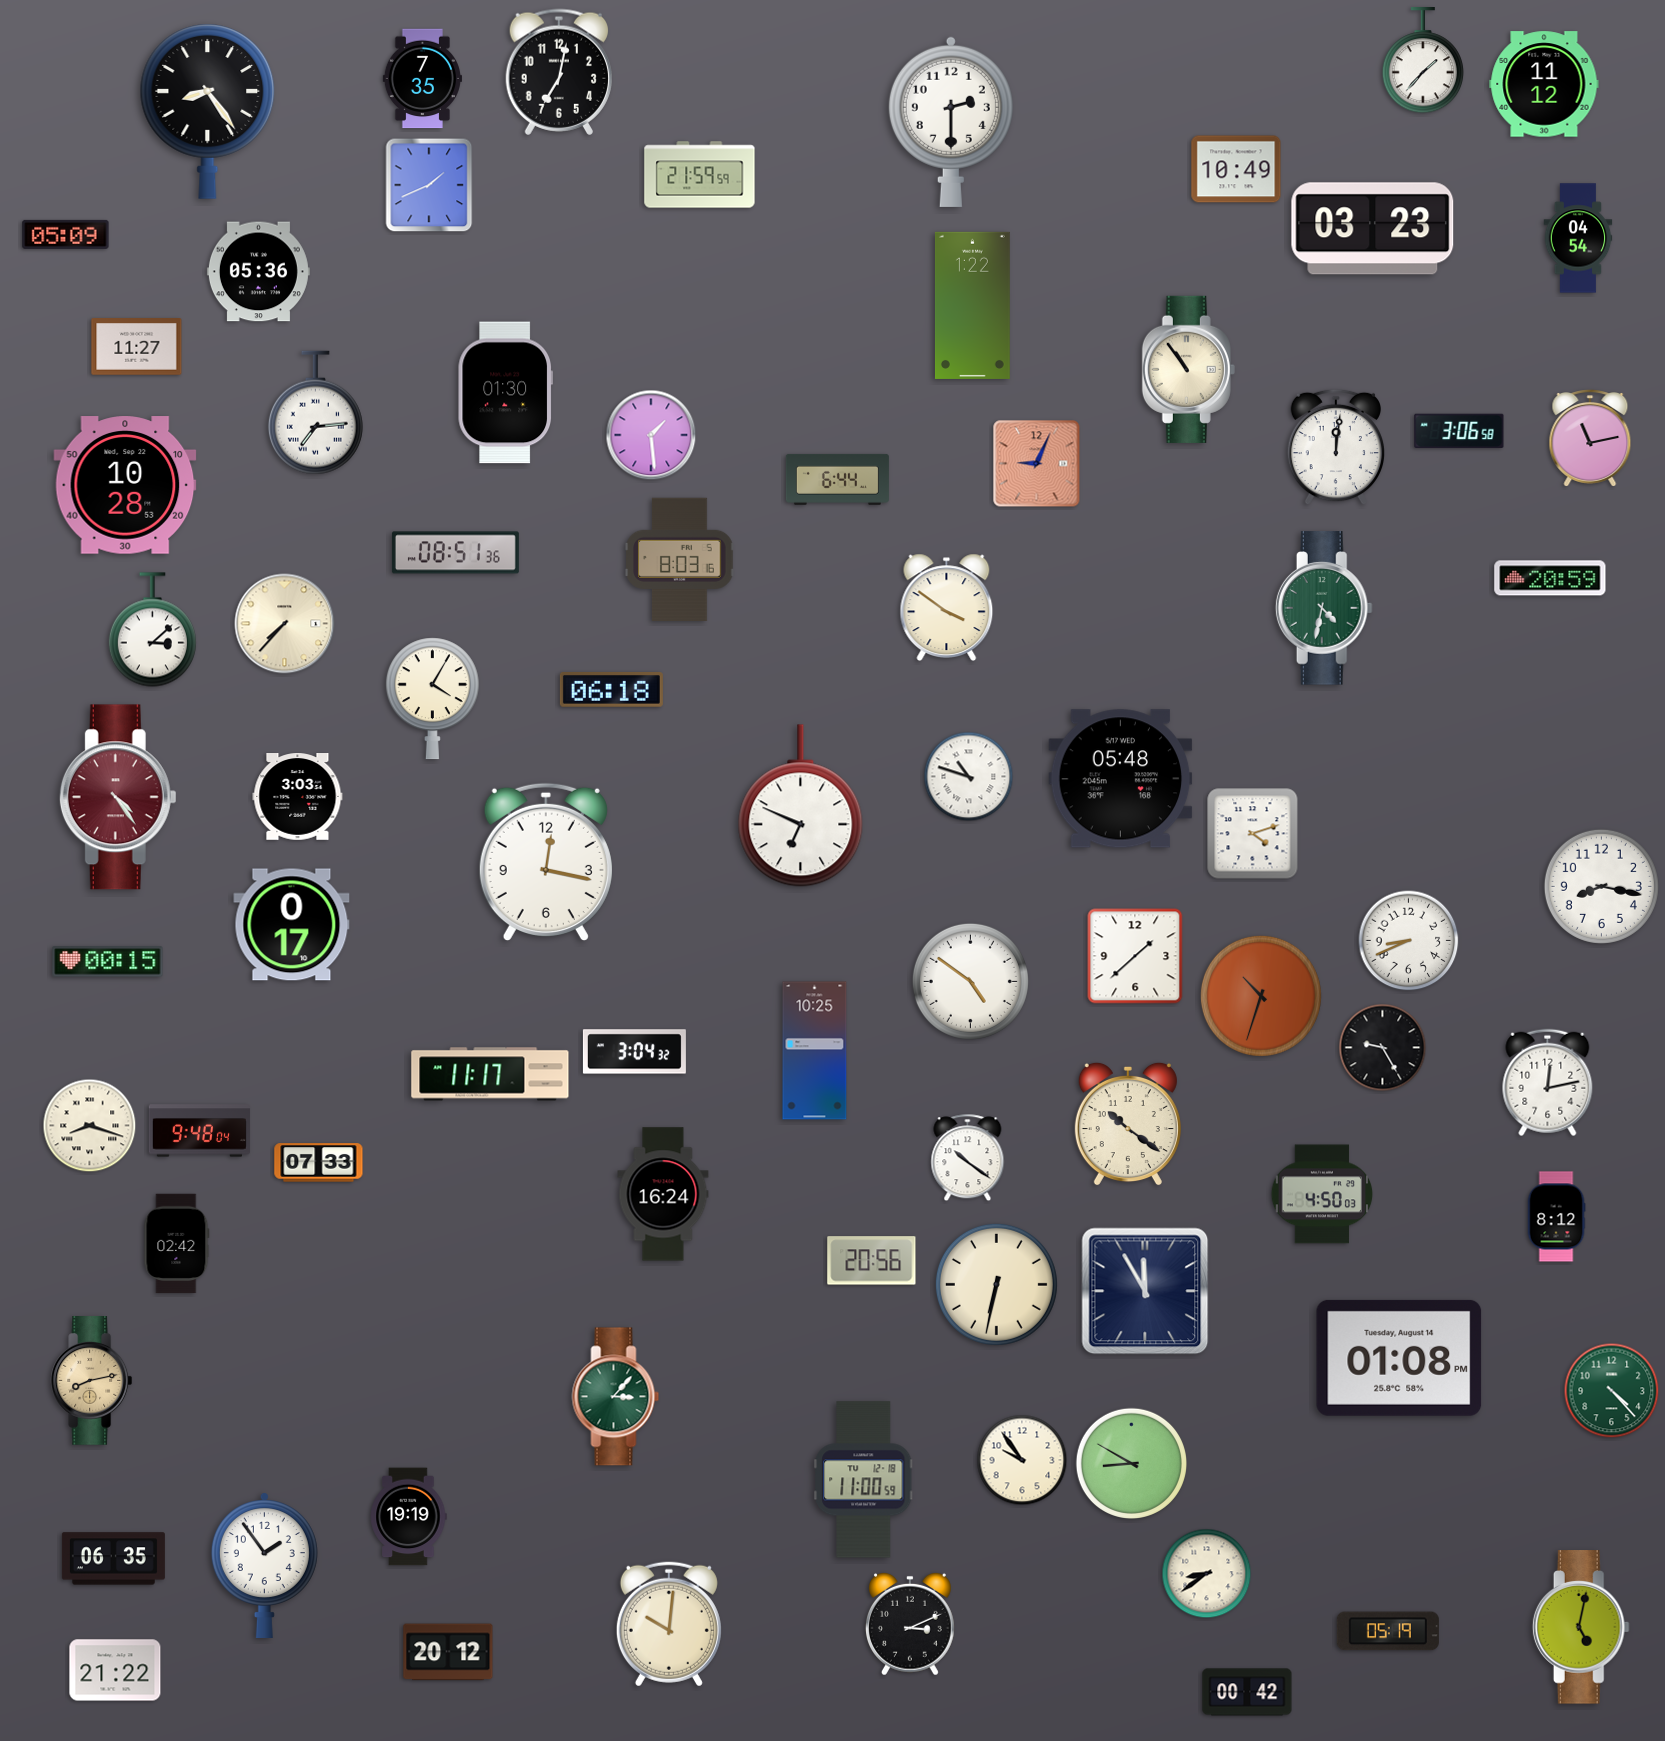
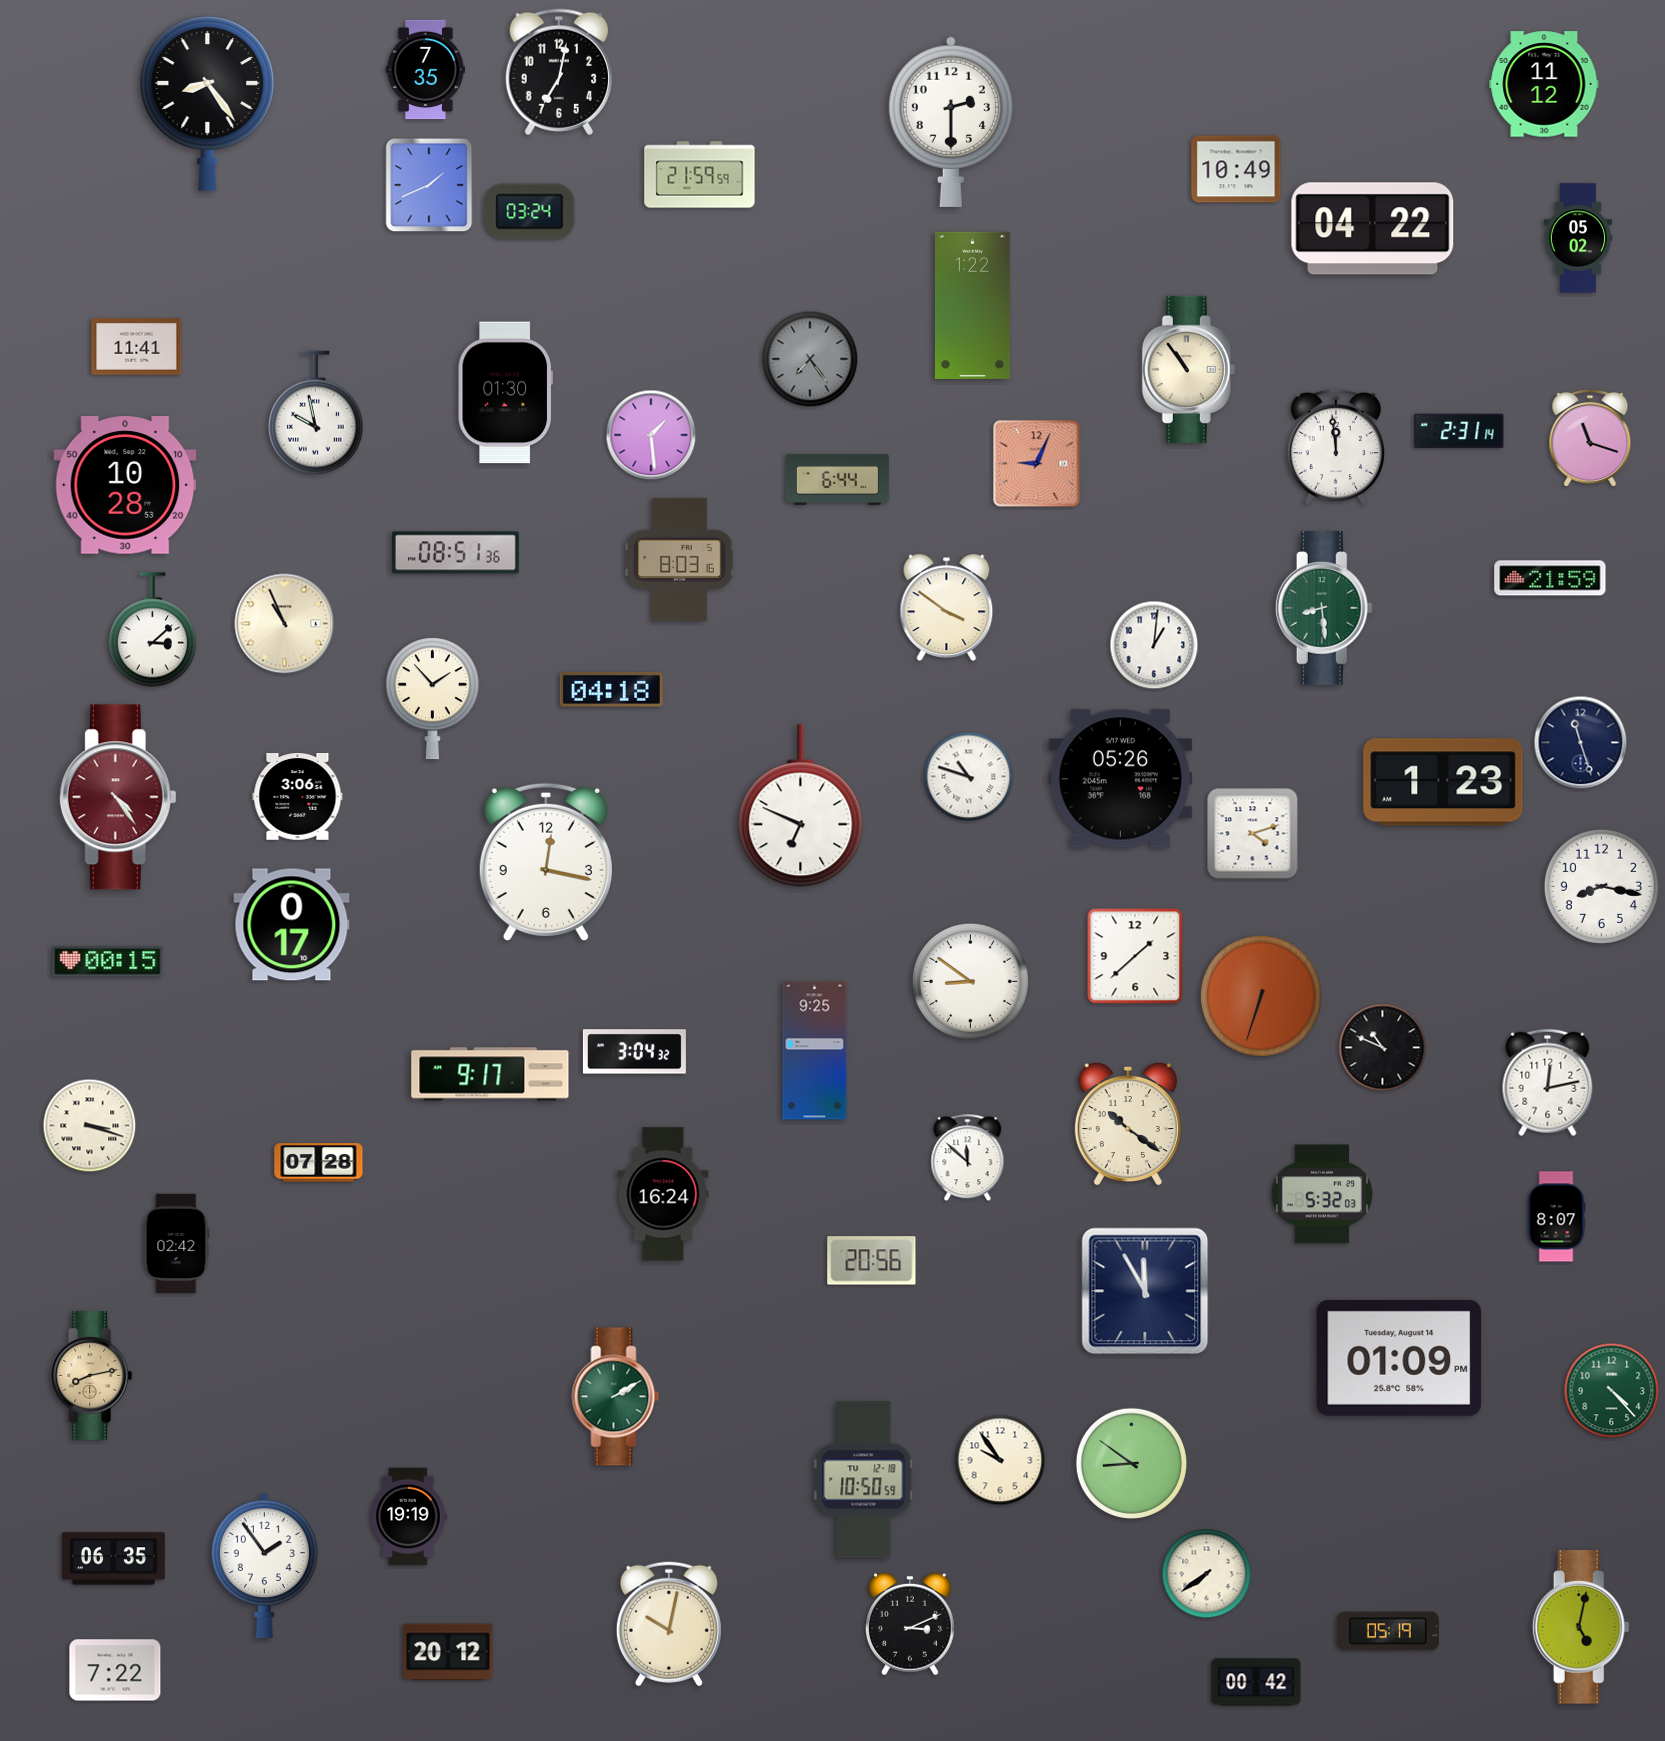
clock at (1423, 61): 1:37 -> none
clock at (422, 79) position: (422, 79) -> (425, 70)
clock at (208, 111) position: (208, 111) -> (208, 103)
clock at (530, 212): none -> 03:24
clock at (1373, 229): 03:23 -> 04:22
clock at (66, 234): 05:09 -> none
clock at (1578, 238): 04:54 -> 05:02
clock at (258, 272): 05:36 -> none
clock at (137, 347): 11:27 -> 11:41
clock at (810, 359): none -> 7:24
clock at (315, 413): 7:14 -> 9:58
clock at (1459, 431): 3:06 -> 2:31
clock at (1590, 439): 11:13 -> 11:18
clock at (1335, 447): 12:01 -> 11:59
clock at (1550, 578): 20:59 -> 21:59
clock at (1324, 608): 4:32 -> 8:29
clock at (285, 624): 7:37 -> 10:56
clock at (1154, 645): none -> 1:01
clock at (611, 690): 06:18 -> 04:18
clock at (432, 699): 4:05 -> 1:53
clock at (1581, 743): none -> 11:27
clock at (1121, 779): 05:48 -> 05:26
clock at (1443, 782): none -> 1:23
clock at (298, 797): 3:03 -> 3:06
clock at (1409, 941): 8:41 -> none
clock at (970, 981): 4:51 -> 8:51
clock at (1261, 996): 10:33 -> 6:33
clock at (1383, 1048): 9:25 -> 10:49
clock at (815, 1051): 10:25 -> 9:25
clock at (490, 1074): 11:17 -> 9:17
clock at (90, 1126): 8:18 -> 3:18
clock at (199, 1131): 9:48 -> none
clock at (968, 1158): 10:21 -> 11:52
clock at (319, 1163): 07:33 -> 07:28
clock at (1322, 1194): 4:50 -> 5:32
clock at (1556, 1217): 8:12 -> 8:07
clock at (996, 1284): 6:32 -> none
clock at (1399, 1358): 01:08 -> 01:09
clock at (92, 1381) position: (92, 1381) -> (92, 1376)
clock at (616, 1397): 3:07 -> 2:10
clock at (1022, 1460) position: (1022, 1460) -> (1000, 1460)
clock at (1131, 1463): 8:50 -> 8:51
clock at (864, 1480): 11:00 -> 10:50
clock at (1207, 1574): 8:39 -> 7:39
clock at (669, 1624): 10:01 -> 10:02
clock at (115, 1670): 21:22 -> 7:22
clock at (1247, 1692) position: (1247, 1692) -> (1256, 1682)
